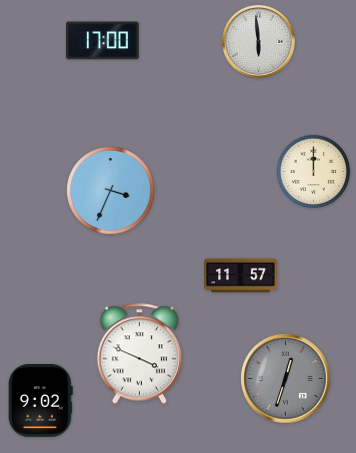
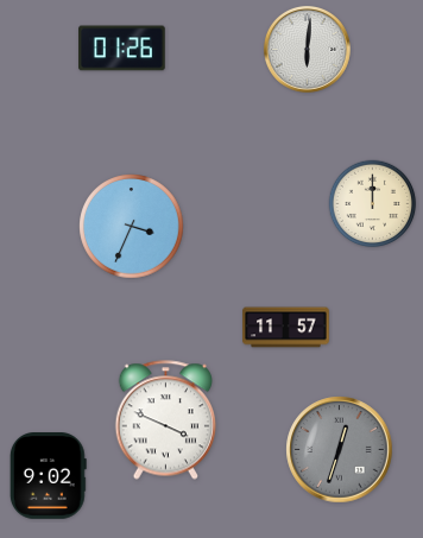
clock at (103, 41): 17:00 -> 01:26
clock at (258, 41): 5:59 -> 6:01
